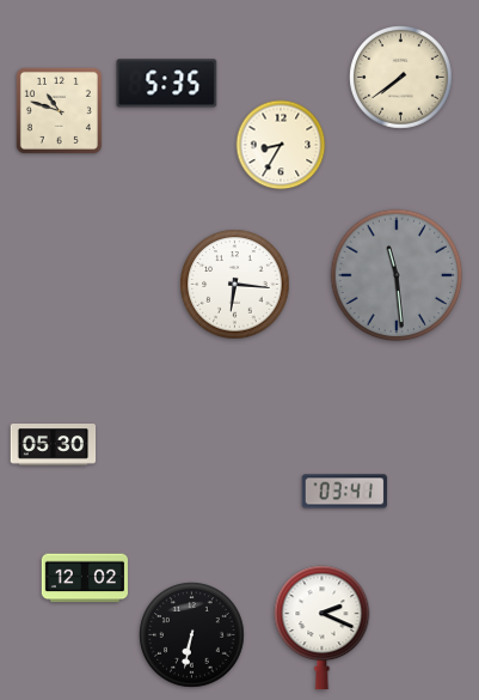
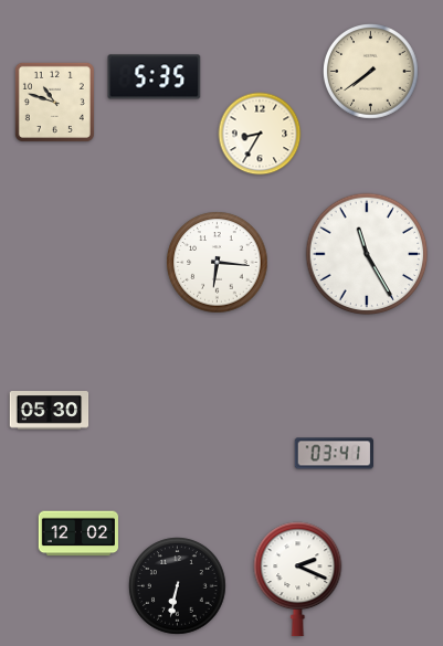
clock at (397, 275): 11:29 -> 11:25
clock at (397, 275) dial: grey -> white
clock at (345, 492) position: (345, 492) -> (335, 454)
